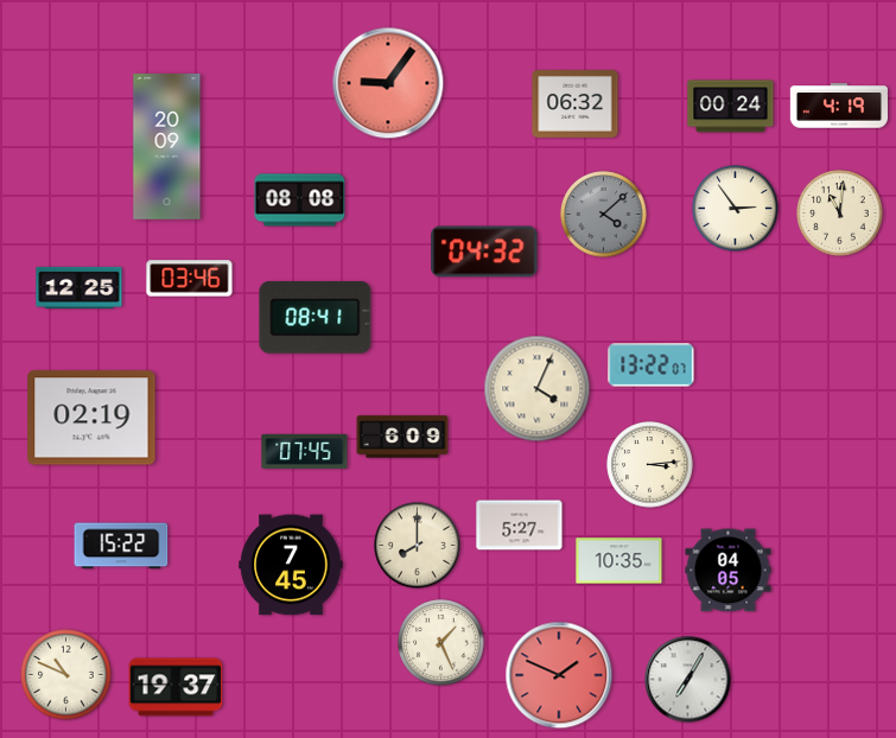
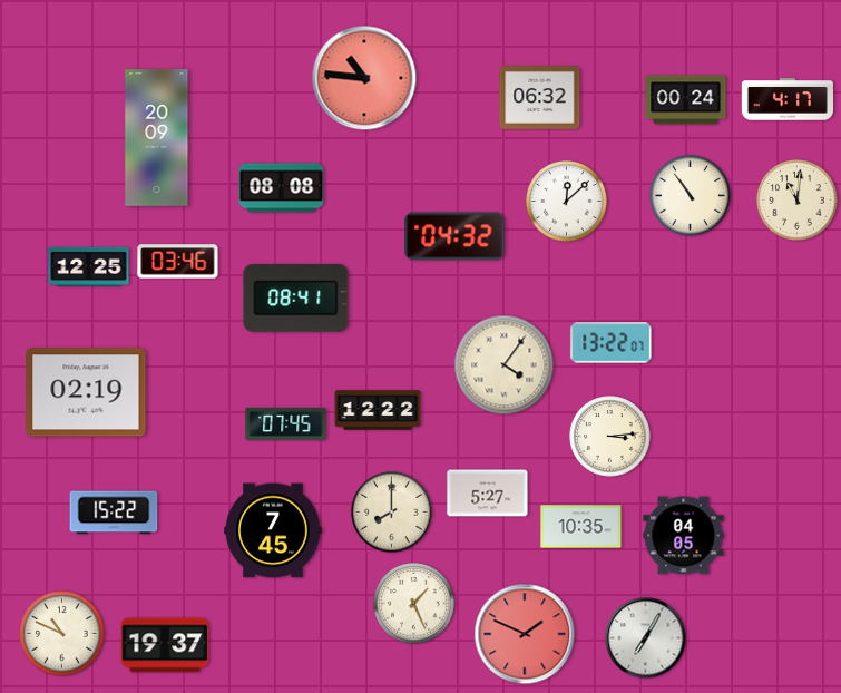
clock at (388, 83): 9:06 -> 10:46
clock at (838, 106): 4:19 -> 4:17
clock at (736, 209): 2:54 -> 10:54
clock at (840, 214) position: (840, 214) -> (798, 201)
clock at (604, 215): 4:08 -> 12:08
clock at (604, 215) dial: grey -> white
clock at (80, 287) position: (80, 287) -> (89, 266)
clock at (538, 389): 4:04 -> 4:06
clock at (402, 437): 6:09 -> 12:22
